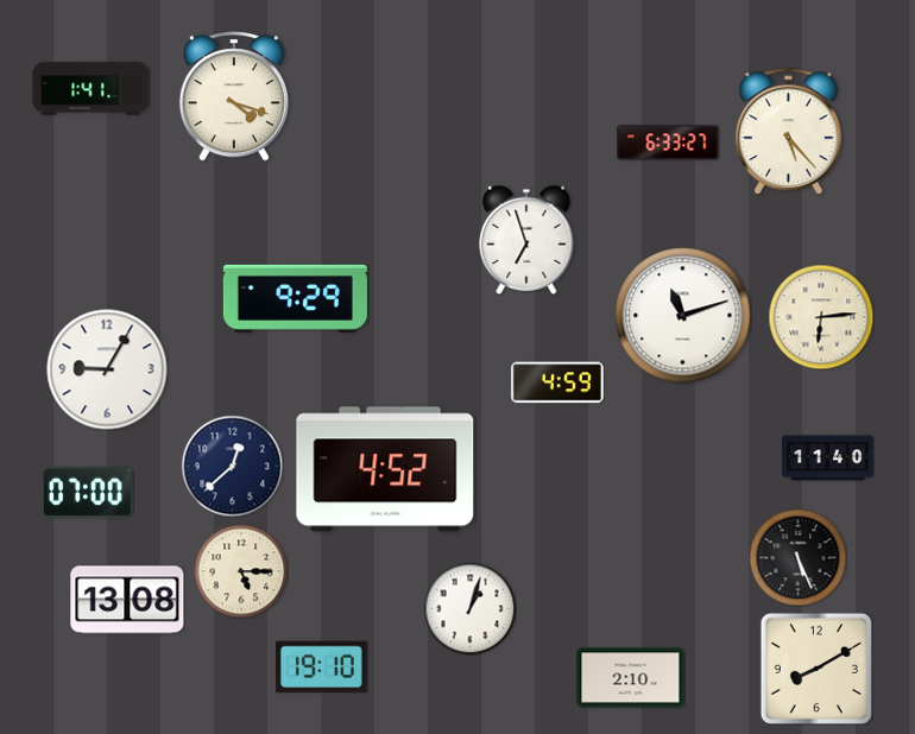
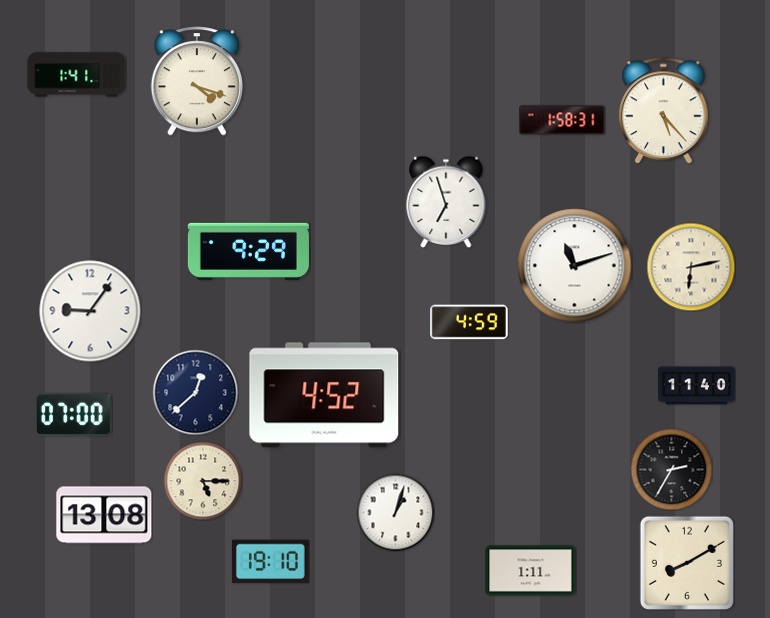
clock at (668, 143): 6:33 -> 1:58
clock at (526, 240) position: (526, 240) -> (446, 202)
clock at (821, 317): 6:14 -> 6:13
clock at (107, 369): 9:05 -> 9:06
clock at (797, 557): 5:26 -> 2:35
clock at (127, 600) position: (127, 600) -> (104, 515)
clock at (631, 678): 2:10 -> 1:11
